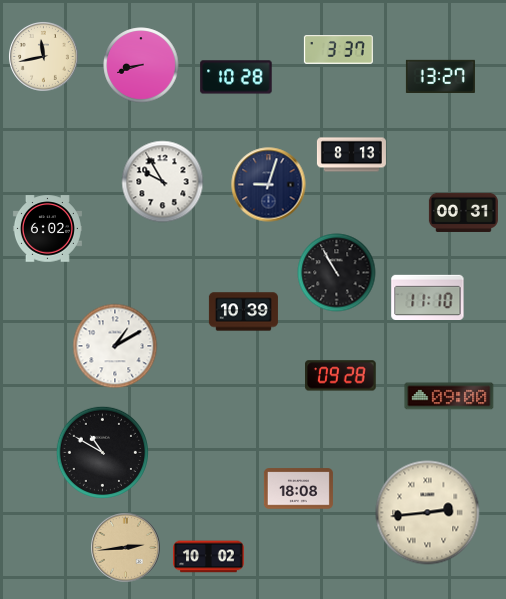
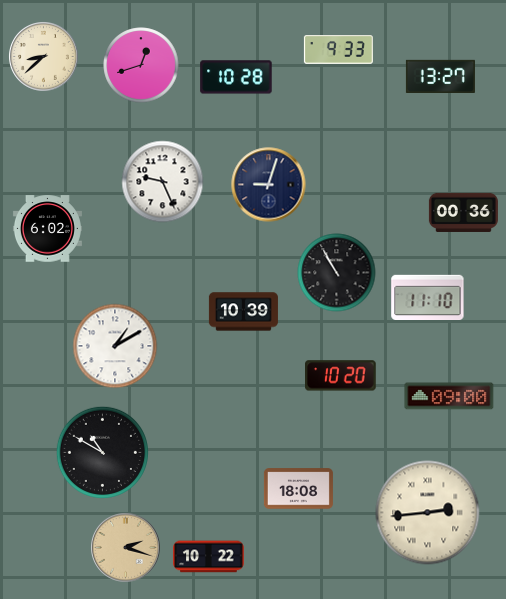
clock at (338, 50): 3:37 -> 9:33
clock at (44, 57): 11:43 -> 8:38
clock at (141, 65): 8:42 -> 12:42
clock at (351, 155): 8:13 -> none
clock at (163, 182): 9:55 -> 9:26
clock at (463, 212): 00:31 -> 00:36
clock at (341, 376): 09:28 -> 10:20
clock at (126, 548): 2:44 -> 2:18
clock at (209, 557): 10:02 -> 10:22
